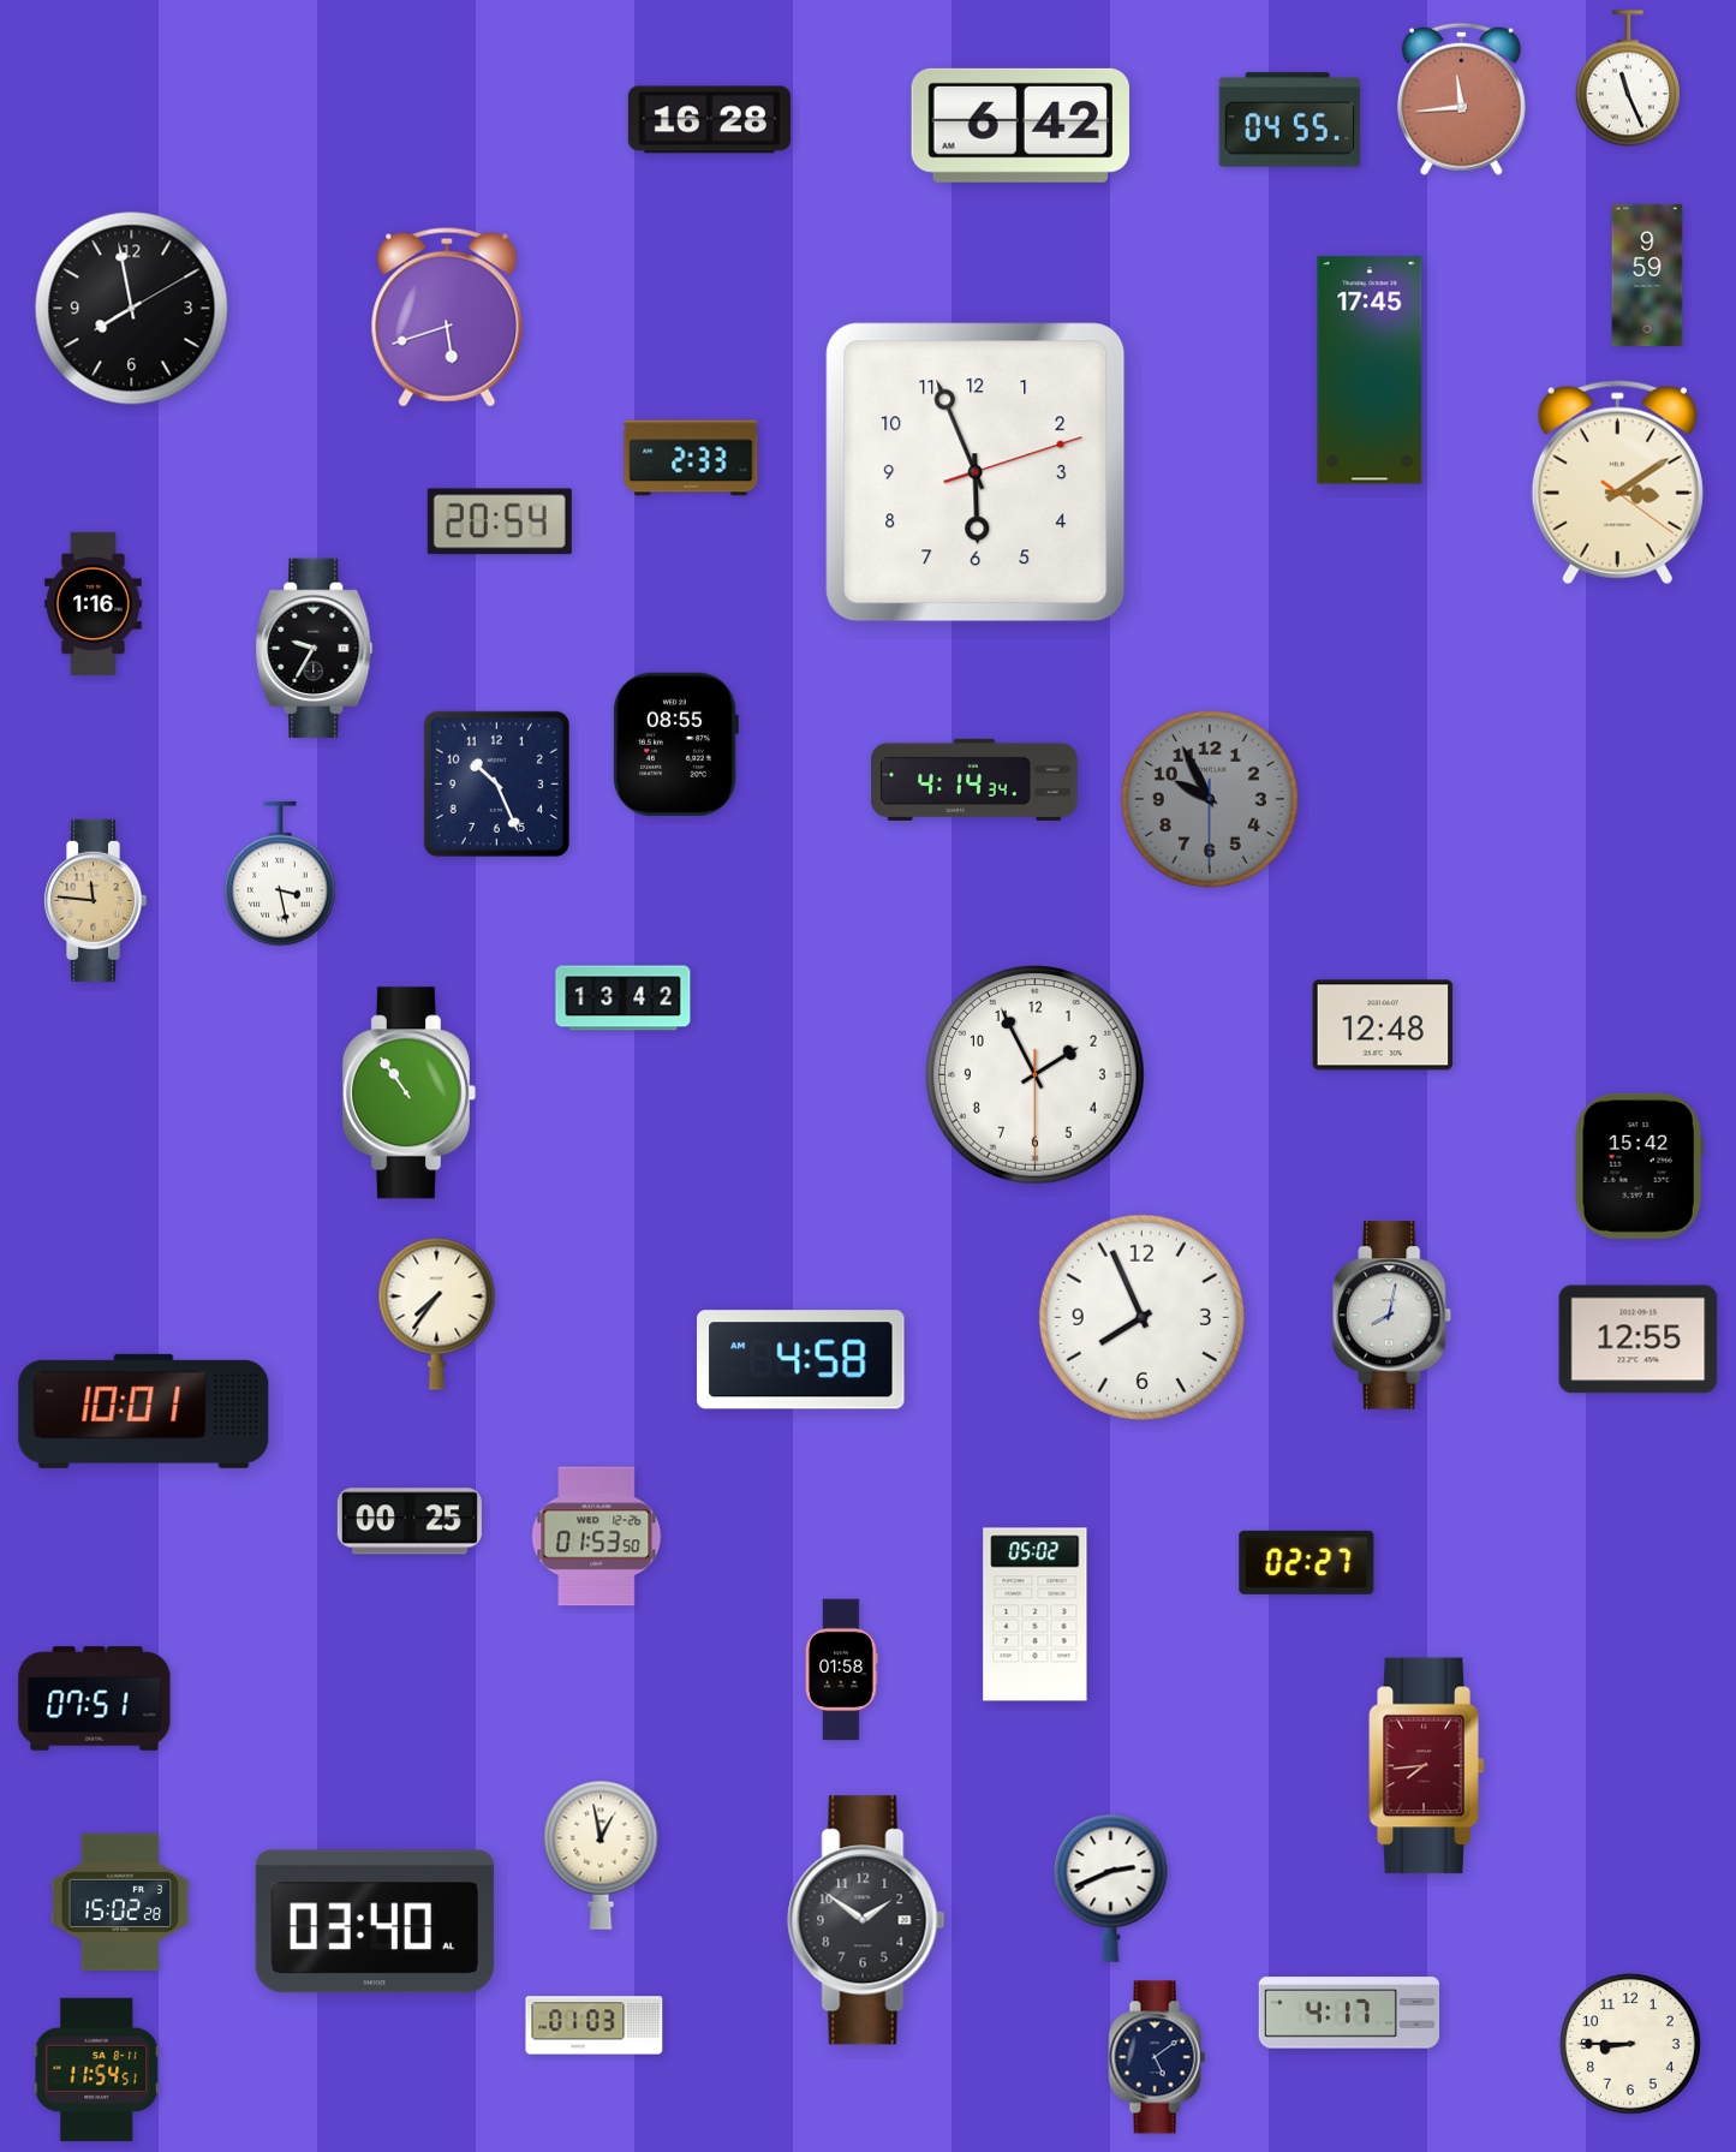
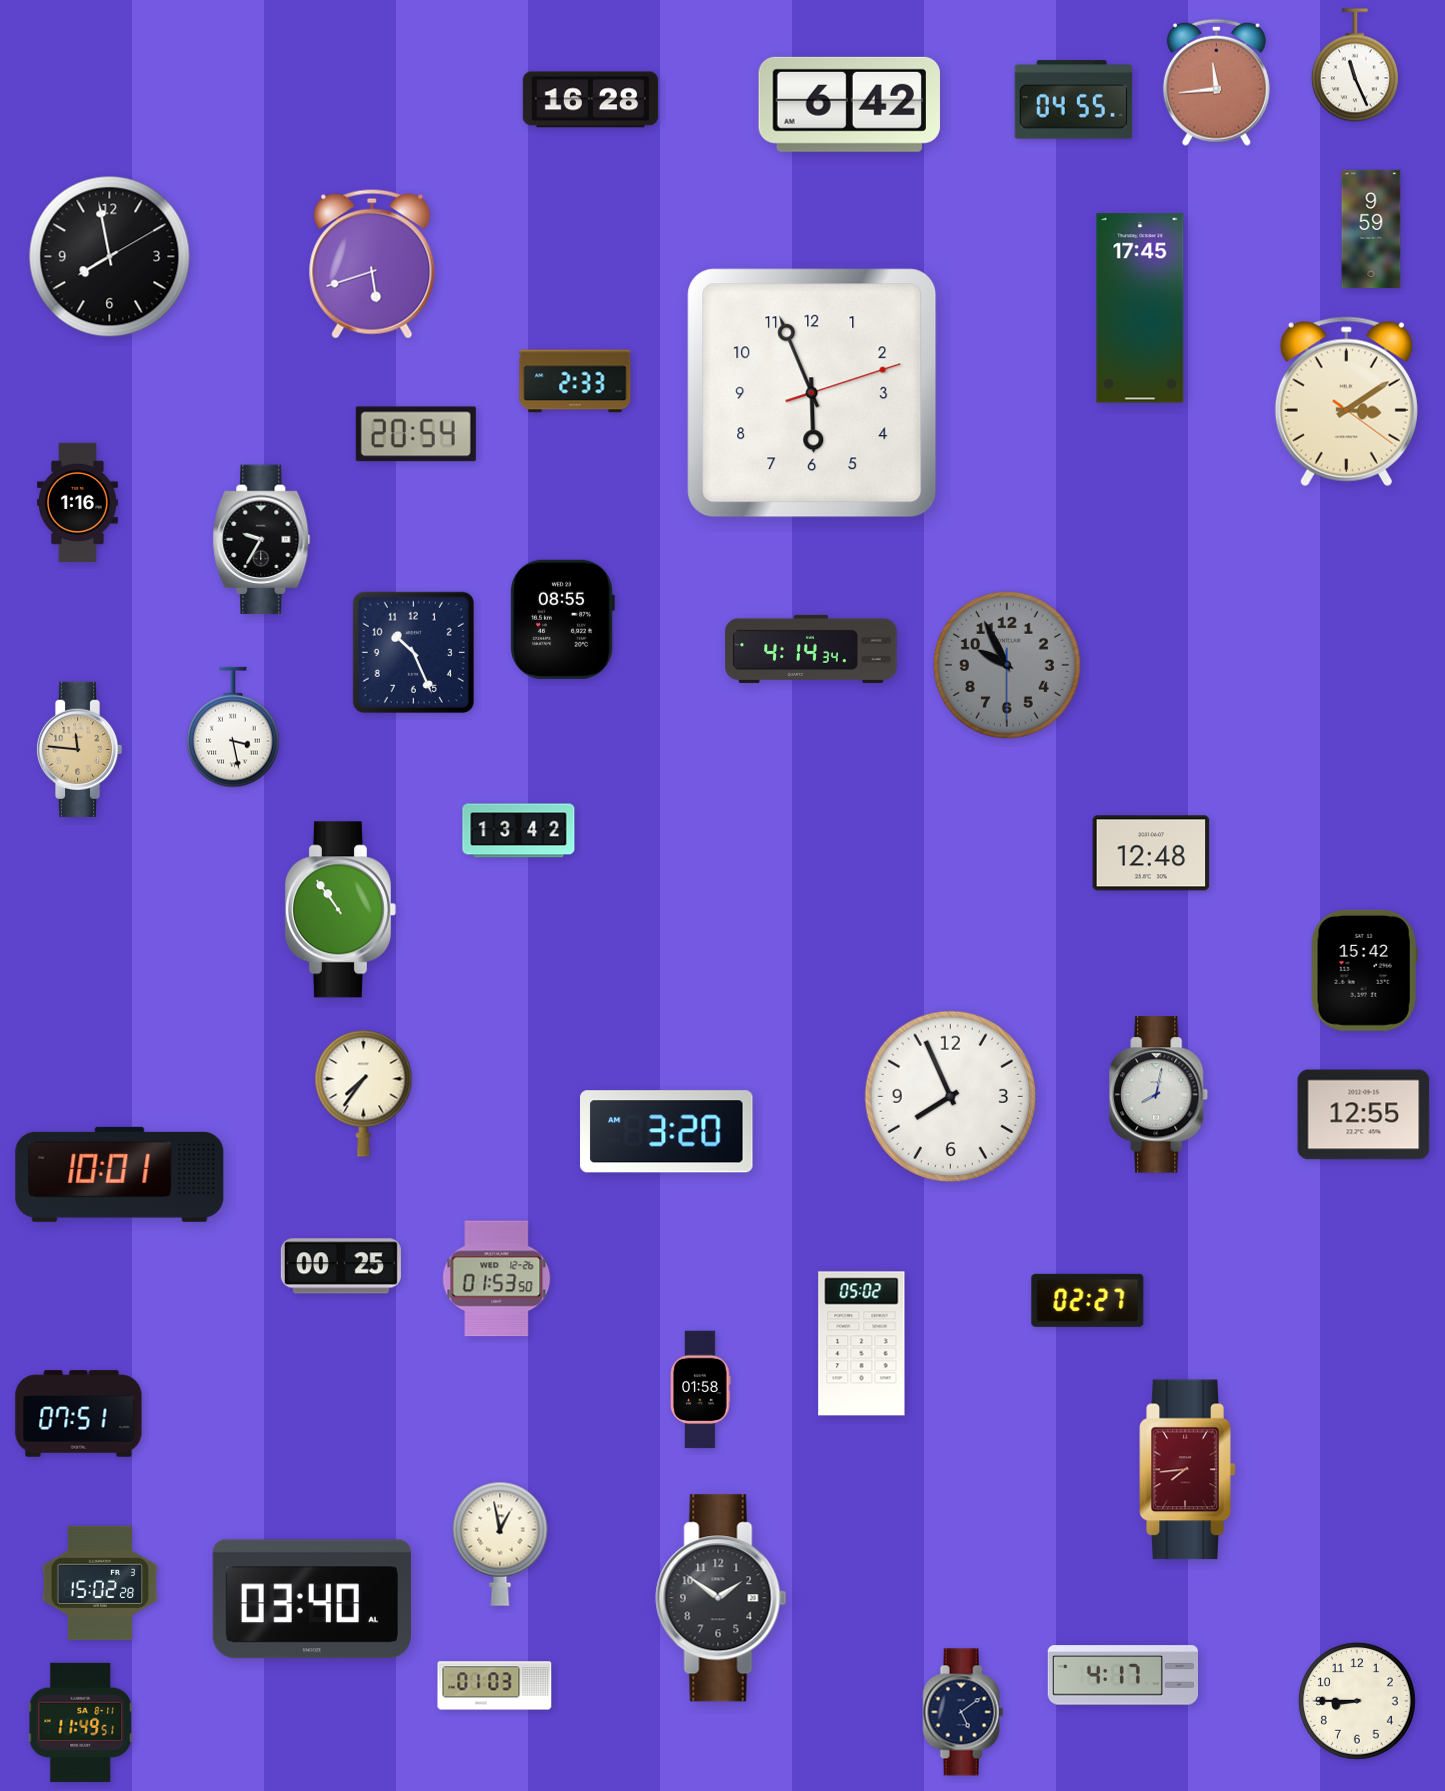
clock at (1034, 1074): 1:55 -> none
clock at (801, 1360): 4:58 -> 3:20
clock at (1111, 1888): 2:41 -> none
clock at (97, 2069): 11:54 -> 11:49
